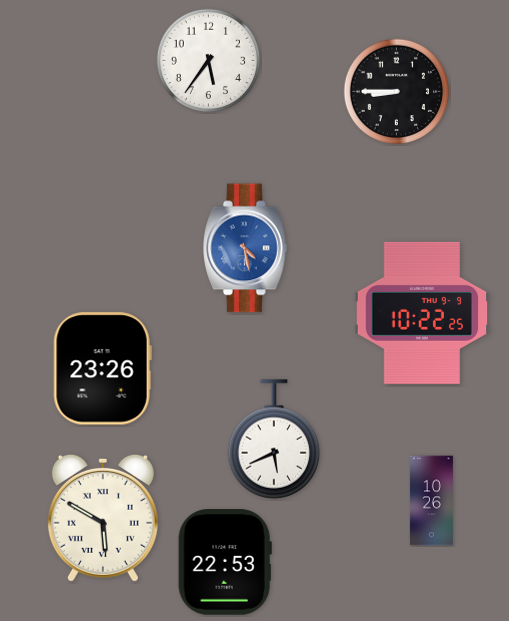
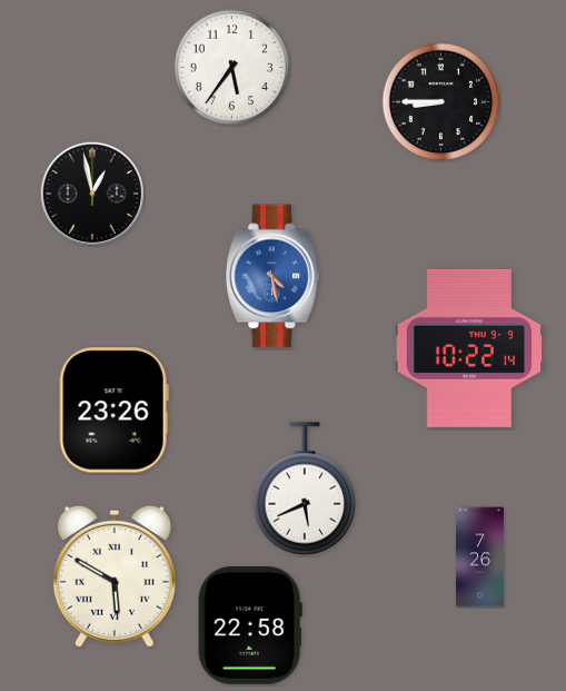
clock at (91, 193): none -> 12:58
clock at (422, 313): 10:22:25 -> 10:22:14
clock at (431, 501): 10:26 -> 7:26
clock at (225, 563): 22:53 -> 22:58
